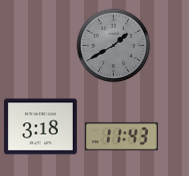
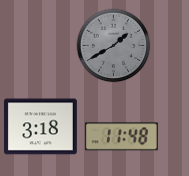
clock at (121, 137): 11:43 -> 11:48
